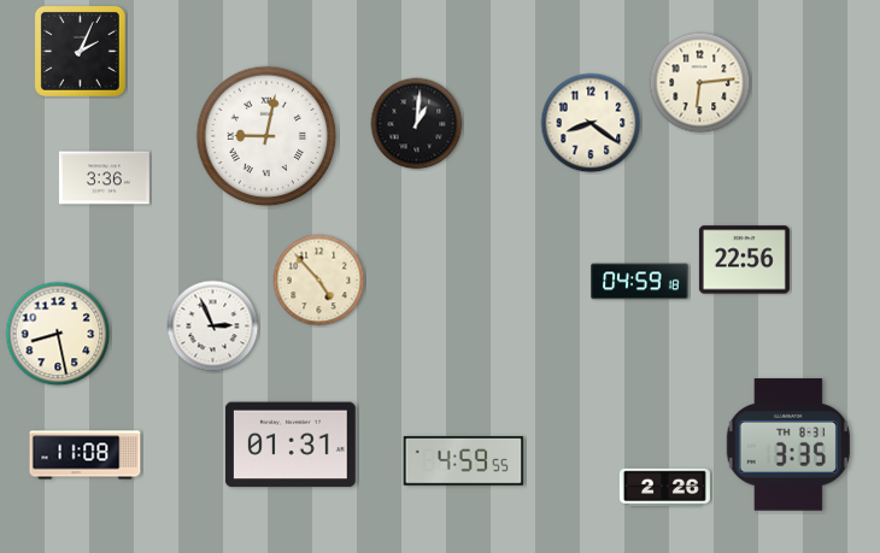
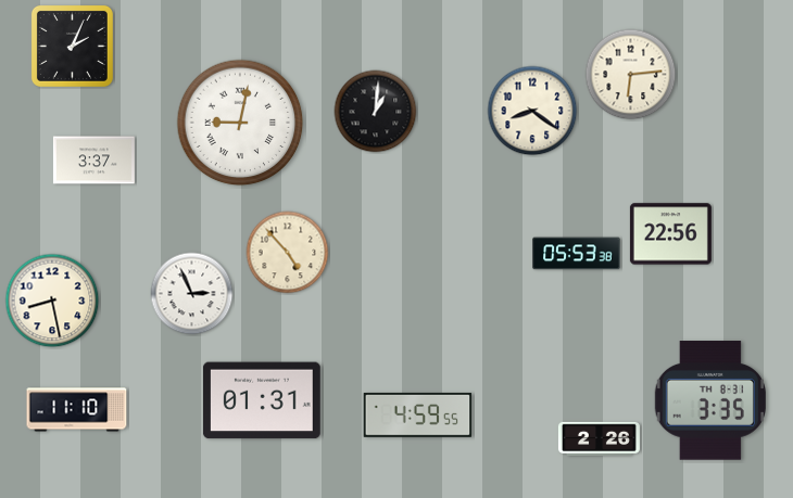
clock at (104, 178): 3:36 -> 3:37
clock at (640, 282): 04:59 -> 05:53
clock at (86, 455): 11:08 -> 11:10
